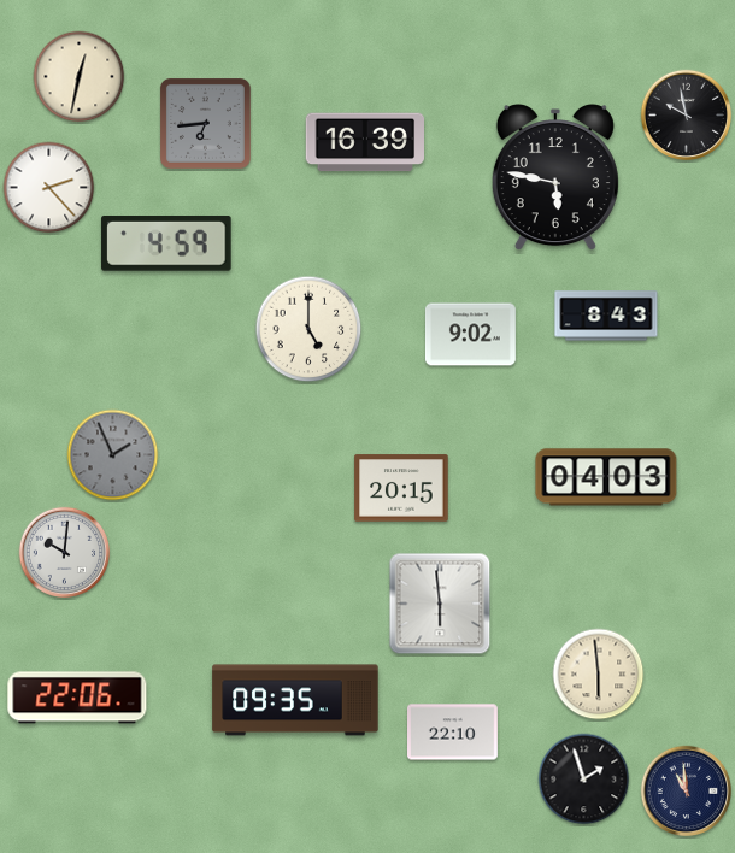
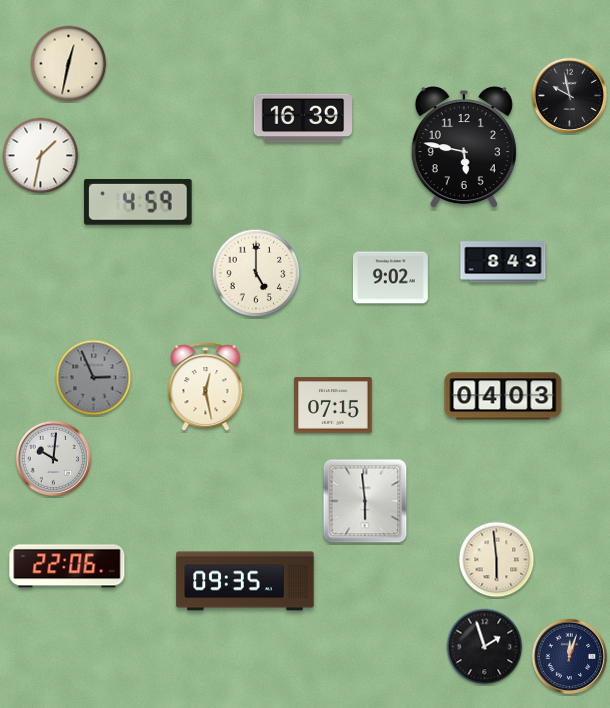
clock at (80, 77) position: (80, 77) -> (69, 64)
clock at (206, 124): 6:44 -> none
clock at (555, 178) position: (555, 178) -> (464, 148)
clock at (49, 188): 2:23 -> 1:32
clock at (113, 455): 1:56 -> 2:56
clock at (206, 387): none -> 12:28
clock at (401, 488): 20:15 -> 07:15
clock at (77, 698) position: (77, 698) -> (67, 566)
clock at (453, 733): 22:10 -> none
clock at (687, 792): 10:59 -> 12:03
